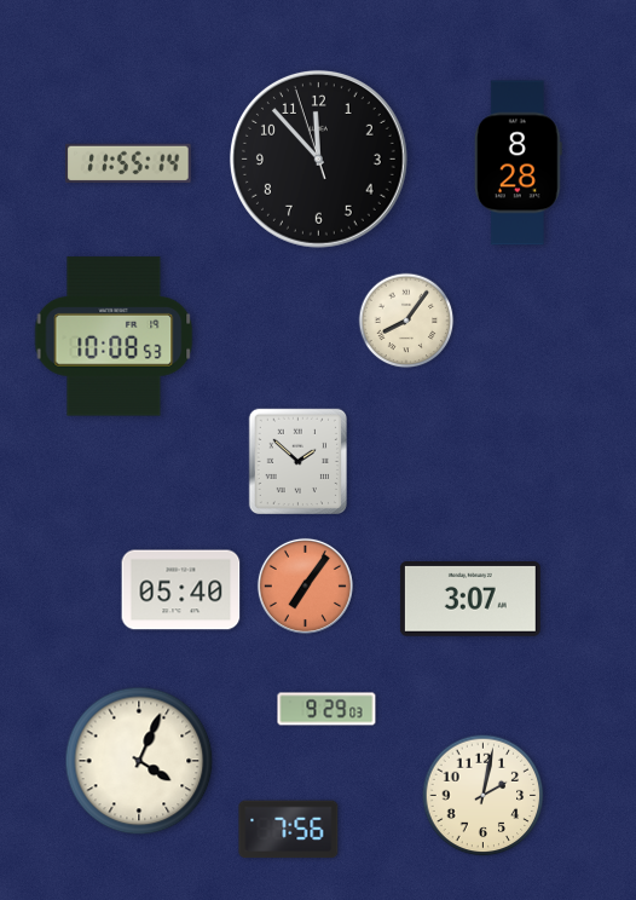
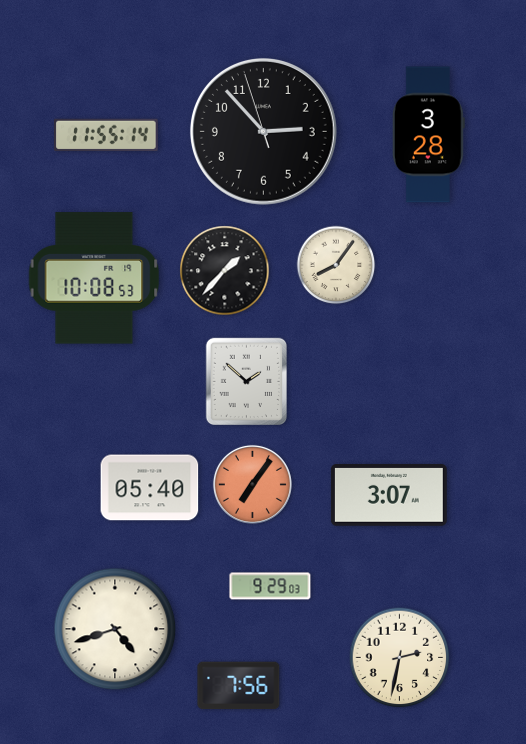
clock at (318, 158): 11:52 -> 2:52
clock at (518, 163): 8:28 -> 3:28
clock at (225, 271): none -> 1:37
clock at (139, 761): 4:04 -> 4:42
clock at (484, 796): 2:02 -> 2:32
